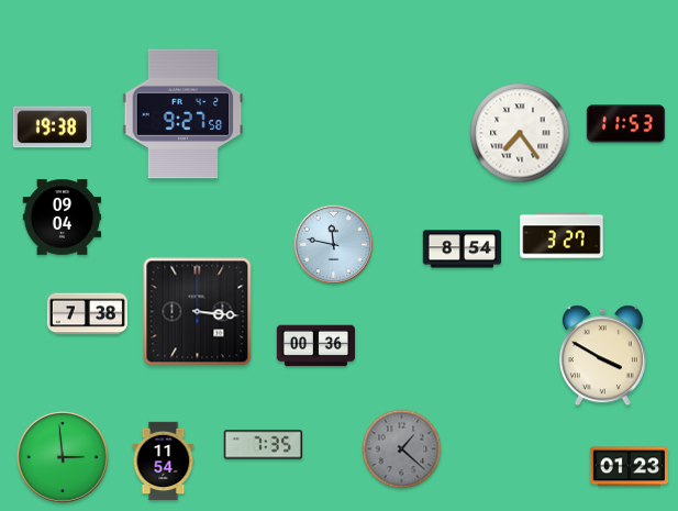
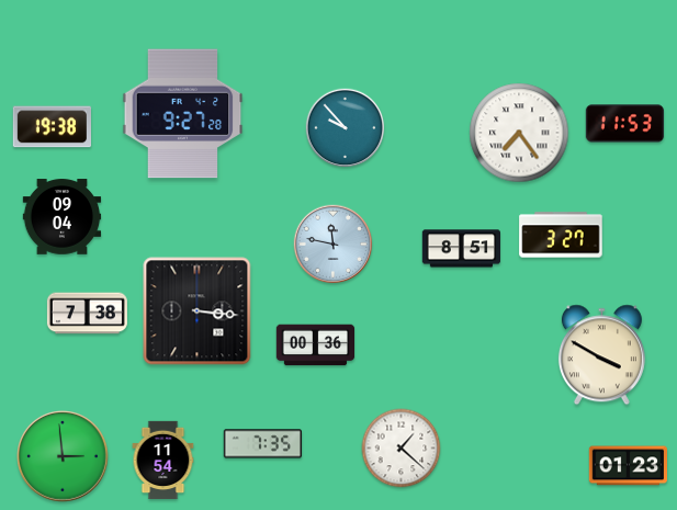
clock at (184, 114): 9:27:58 -> 9:27:28
clock at (346, 128): none -> 9:53
clock at (462, 249): 8:54 -> 8:51
clock at (402, 449) dial: grey -> white
